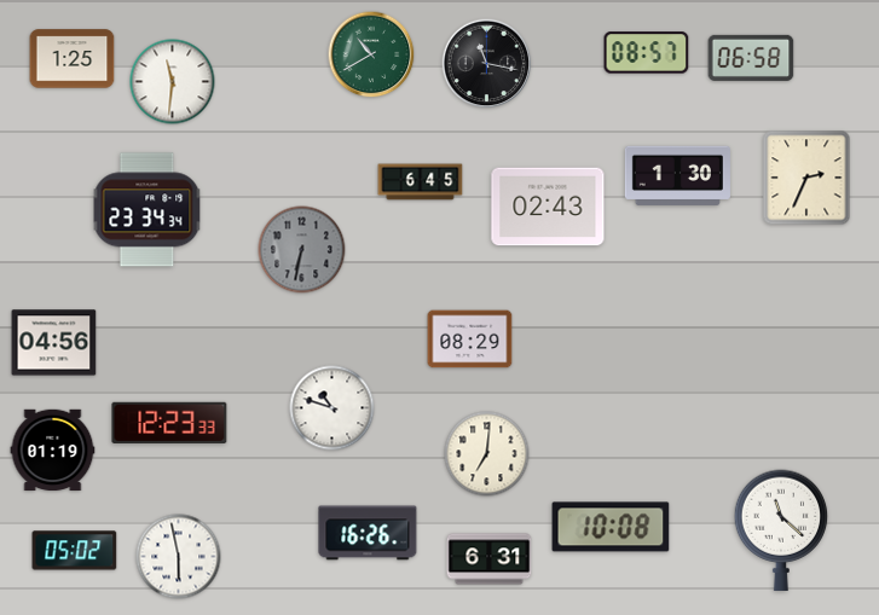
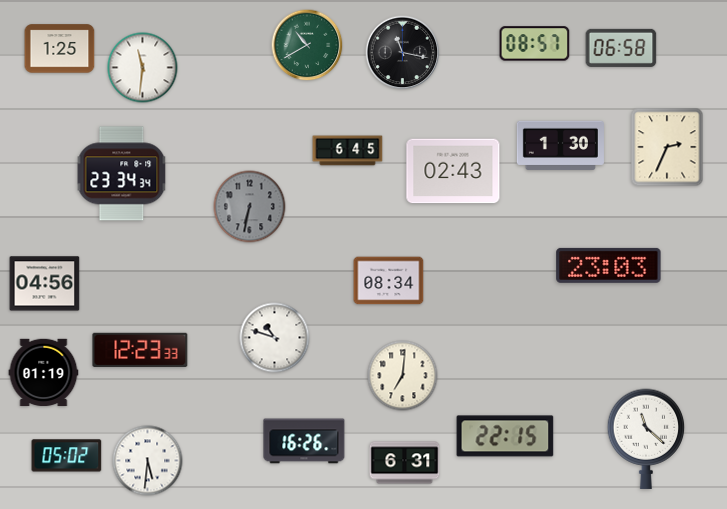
clock at (609, 265): none -> 23:03
clock at (470, 340): 08:29 -> 08:34
clock at (611, 527): 10:08 -> 22:15
clock at (75, 551) position: (75, 551) -> (67, 456)
clock at (179, 557): 5:58 -> 5:31
